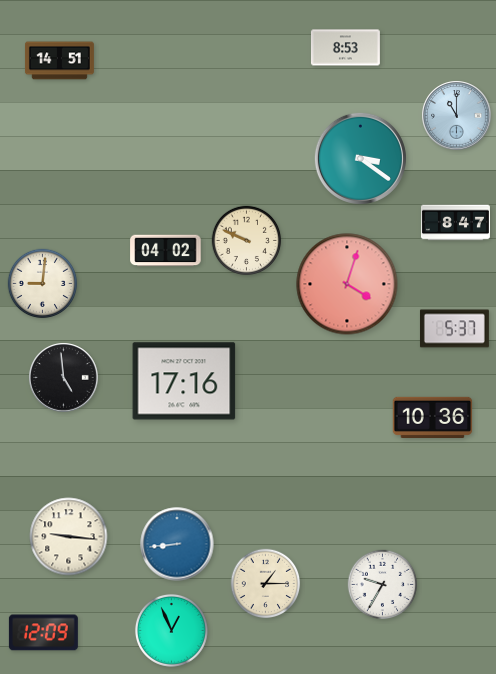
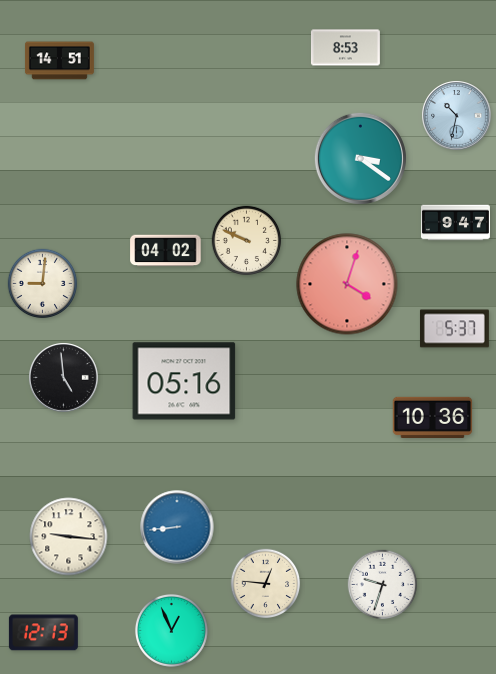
clock at (457, 116): 11:00 -> 10:32
clock at (455, 223): 8:47 -> 9:47
clock at (184, 381): 17:16 -> 05:16
clock at (177, 544) position: (177, 544) -> (177, 527)
clock at (266, 584): 1:15 -> 12:46
clock at (383, 585): 9:35 -> 9:33
clock at (43, 633): 12:09 -> 12:13
